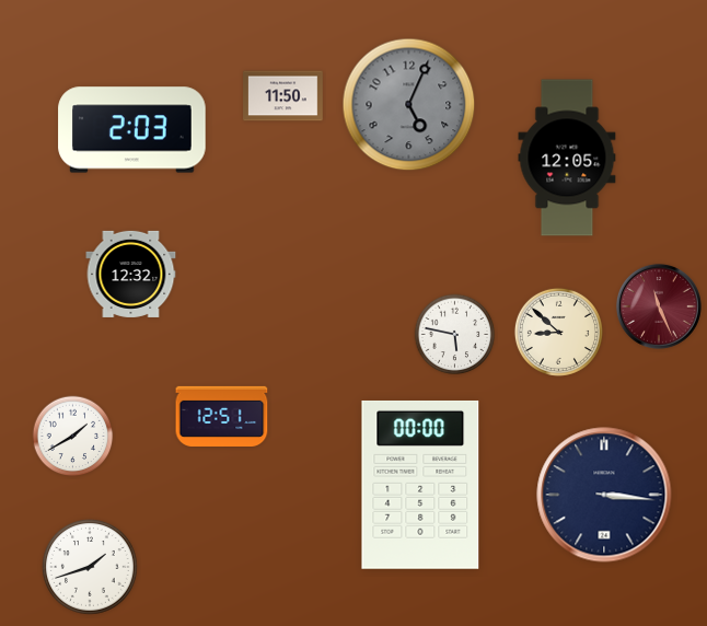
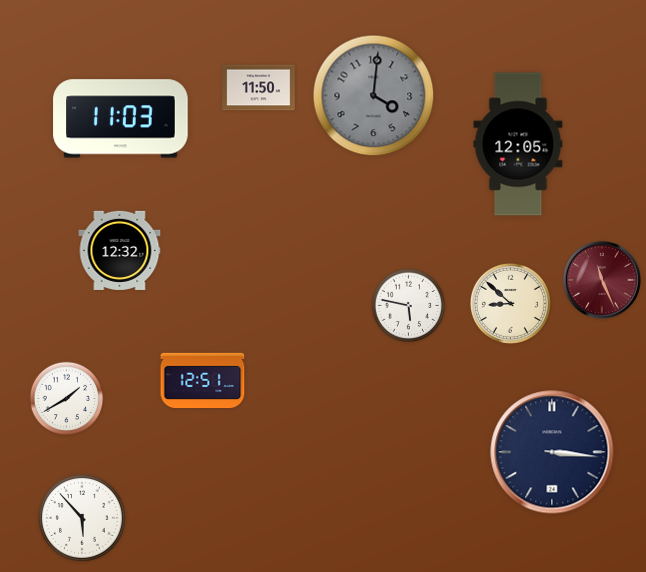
clock at (409, 105): 5:04 -> 4:01
clock at (132, 130): 2:03 -> 11:03
clock at (455, 335) position: (455, 335) -> (409, 306)
clock at (420, 485): 00:00 -> none
clock at (91, 568): 1:42 -> 5:53
